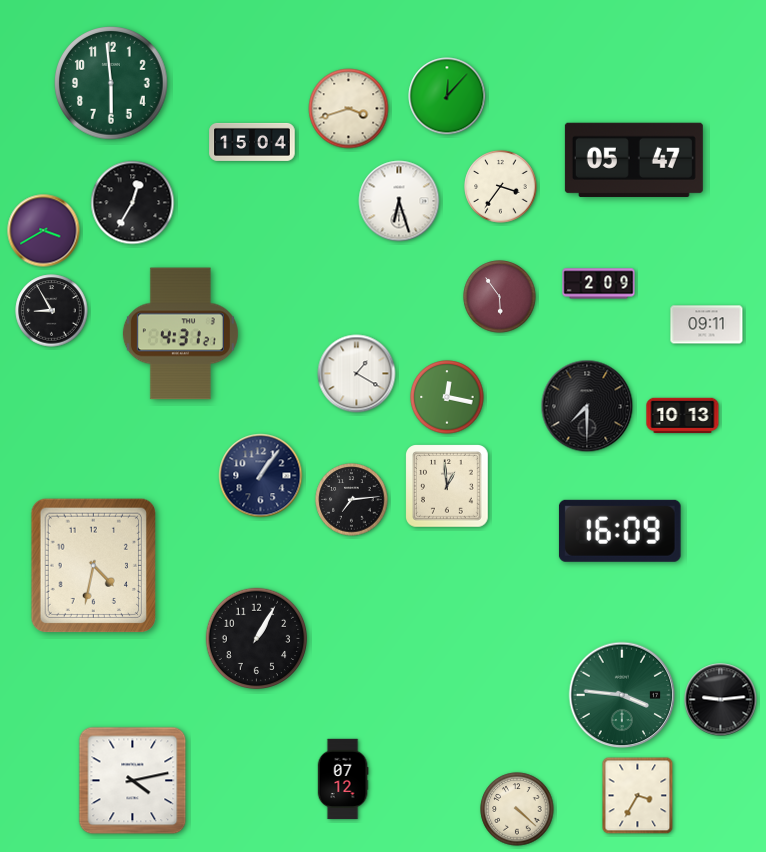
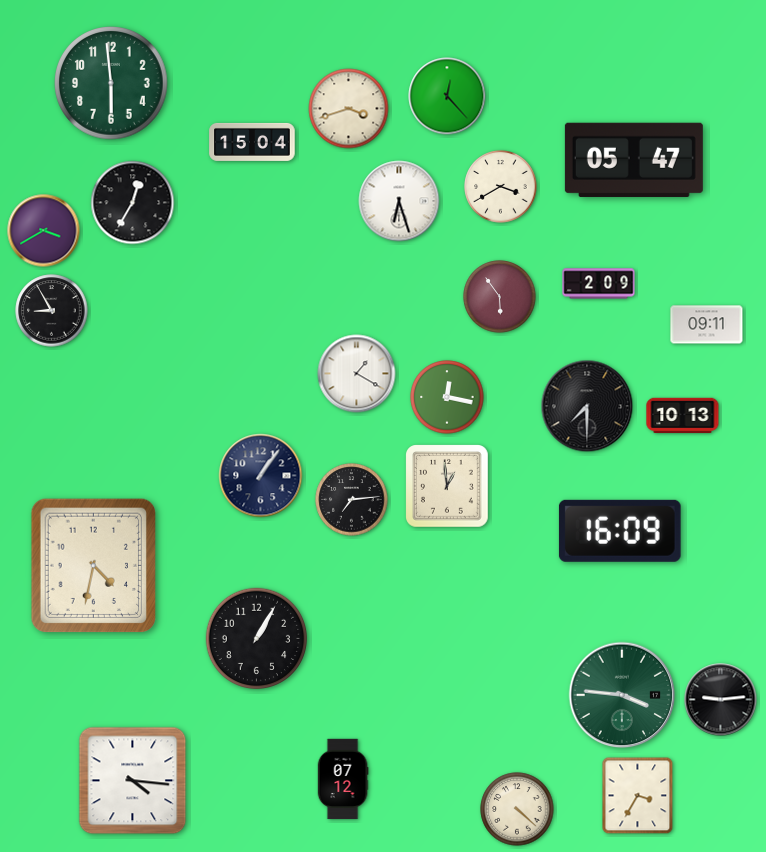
clock at (447, 96): 12:07 -> 12:23
clock at (501, 187): 3:36 -> 3:40
clock at (180, 334): 4:31 -> none
clock at (133, 781): 4:13 -> 4:16
